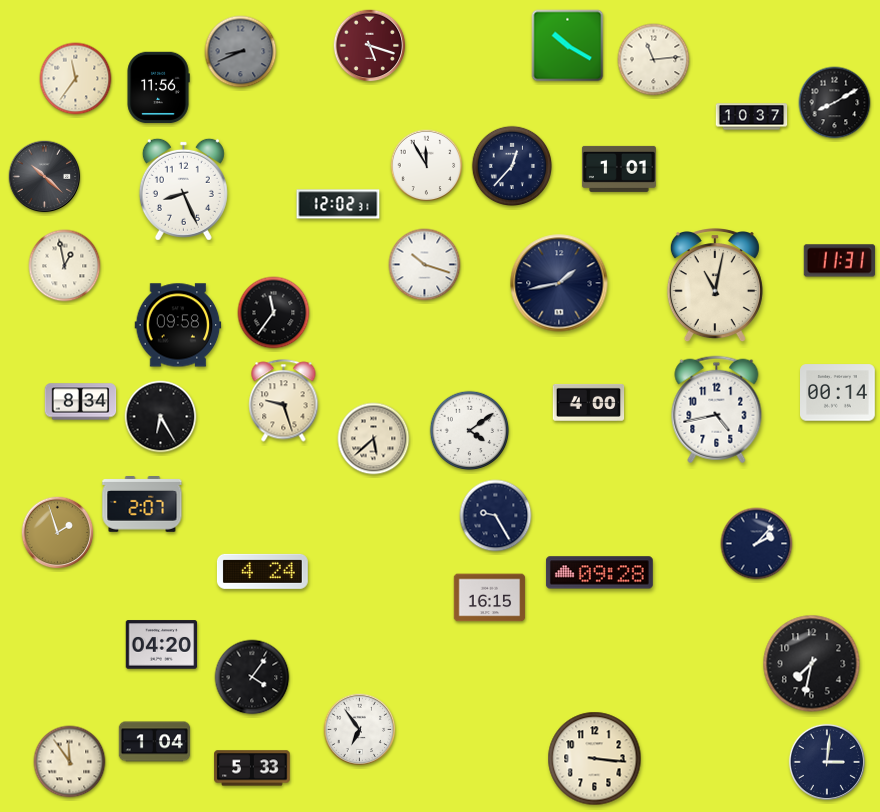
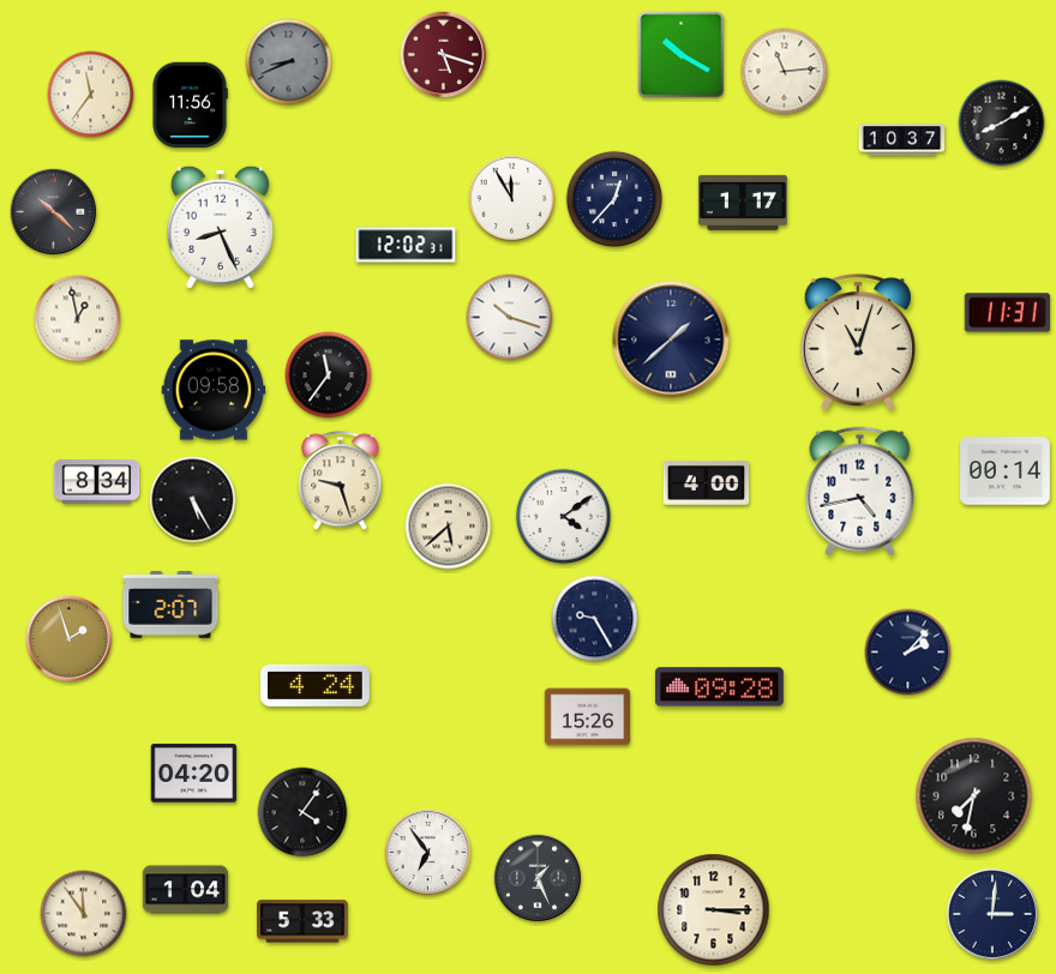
clock at (619, 169): 1:01 -> 1:17
clock at (559, 283): 1:43 -> 1:38
clock at (715, 286): 11:02 -> 11:03
clock at (161, 417): 6:25 -> 5:25
clock at (490, 598): 16:15 -> 15:26
clock at (360, 730) position: (360, 730) -> (428, 853)
clock at (538, 878): none -> 1:26
clock at (595, 759): 3:16 -> 3:15
